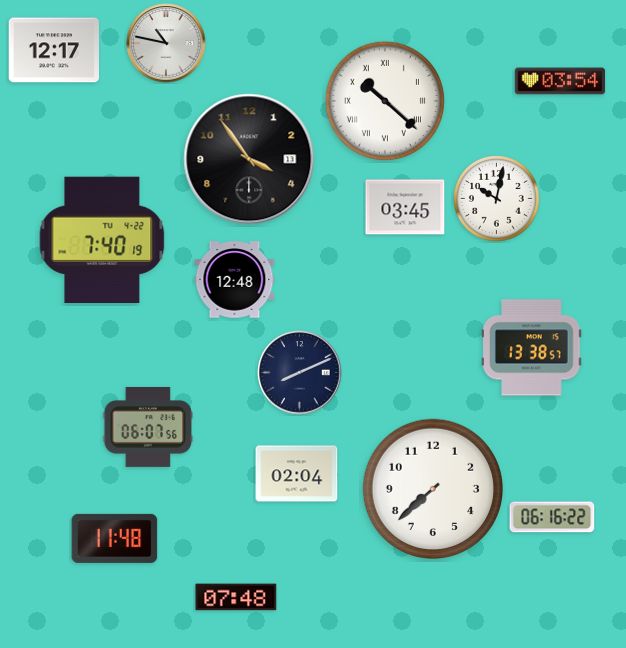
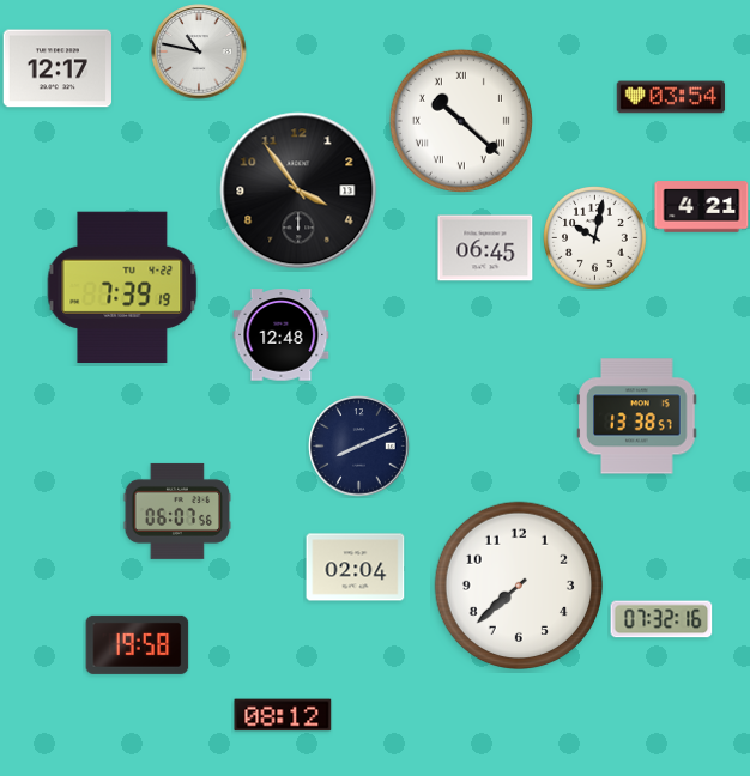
clock at (53, 50) position: (53, 50) -> (56, 68)
clock at (702, 207): none -> 4:21
clock at (405, 207): 03:45 -> 06:45
clock at (102, 240): 7:40 -> 7:39
clock at (552, 517): 06:16 -> 07:32
clock at (115, 538): 11:48 -> 19:58
clock at (236, 597): 07:48 -> 08:12
